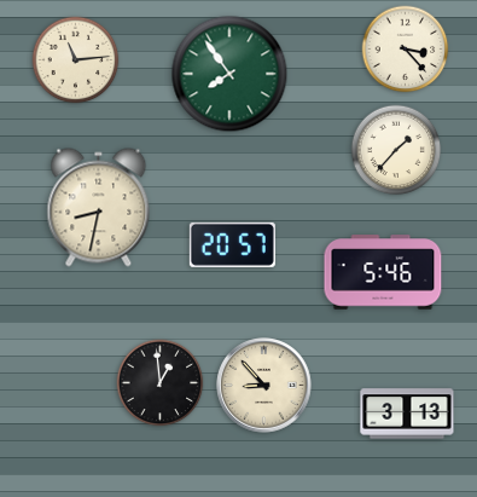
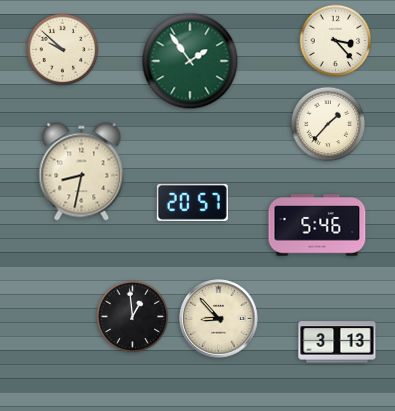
clock at (76, 60): 11:14 -> 9:52
clock at (229, 74): 7:54 -> 1:54
